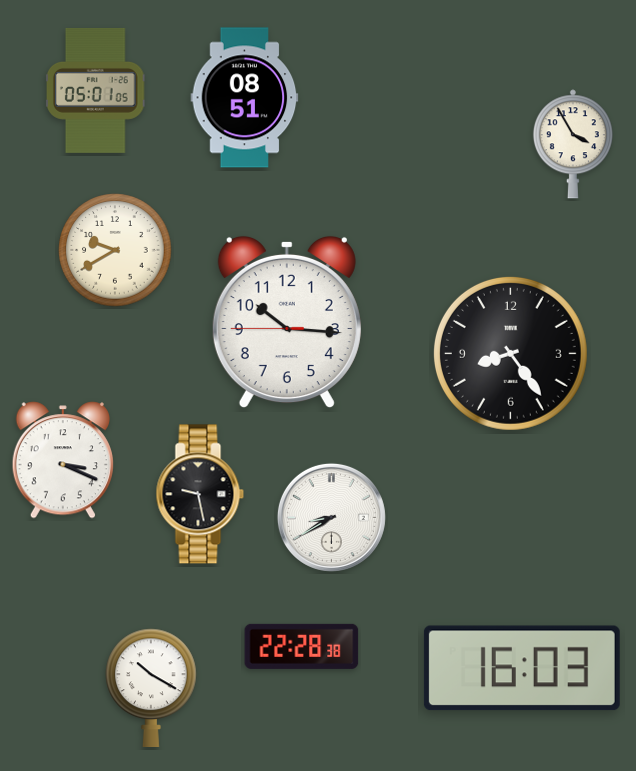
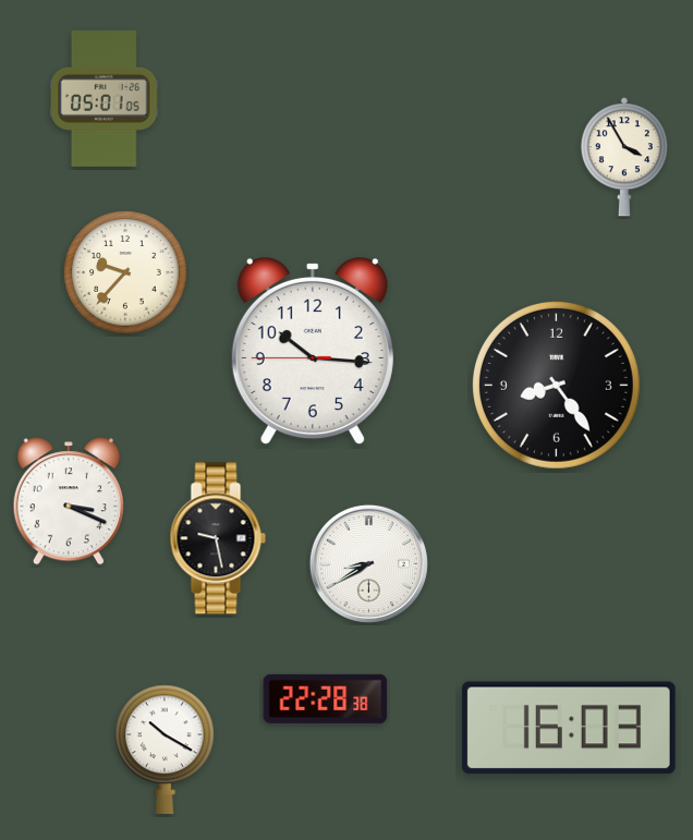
clock at (245, 98): 08:51 -> none
clock at (115, 250): 9:40 -> 9:37
clock at (331, 517) position: (331, 517) -> (368, 563)
clock at (302, 646) position: (302, 646) -> (326, 698)
